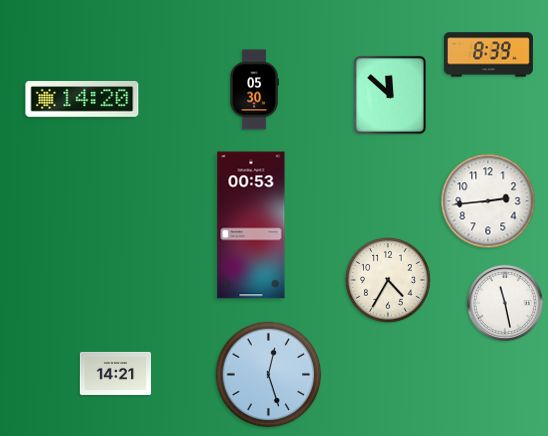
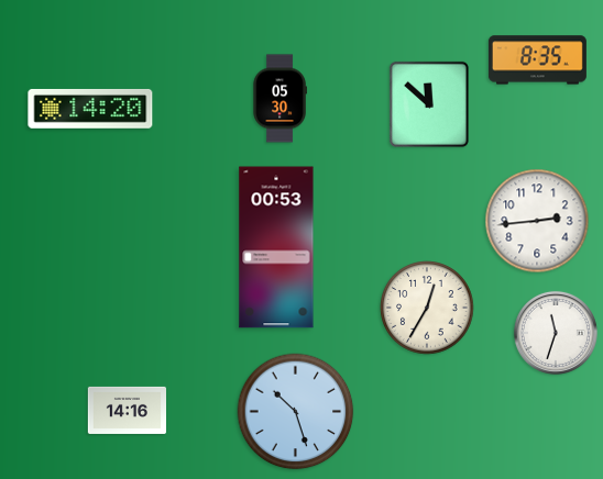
clock at (488, 55): 8:39 -> 8:35
clock at (388, 280): 4:35 -> 12:35
clock at (505, 303): 11:28 -> 11:33
clock at (115, 373): 14:21 -> 14:16
clock at (269, 375): 12:27 -> 10:27
